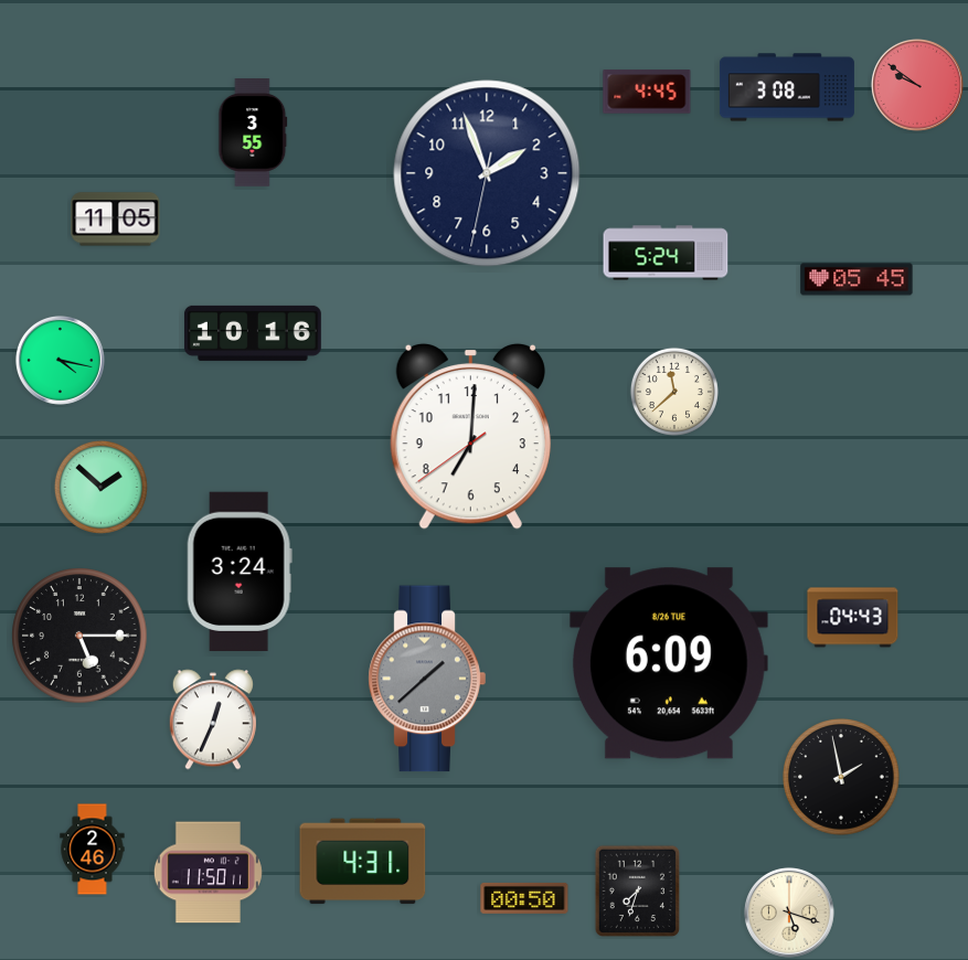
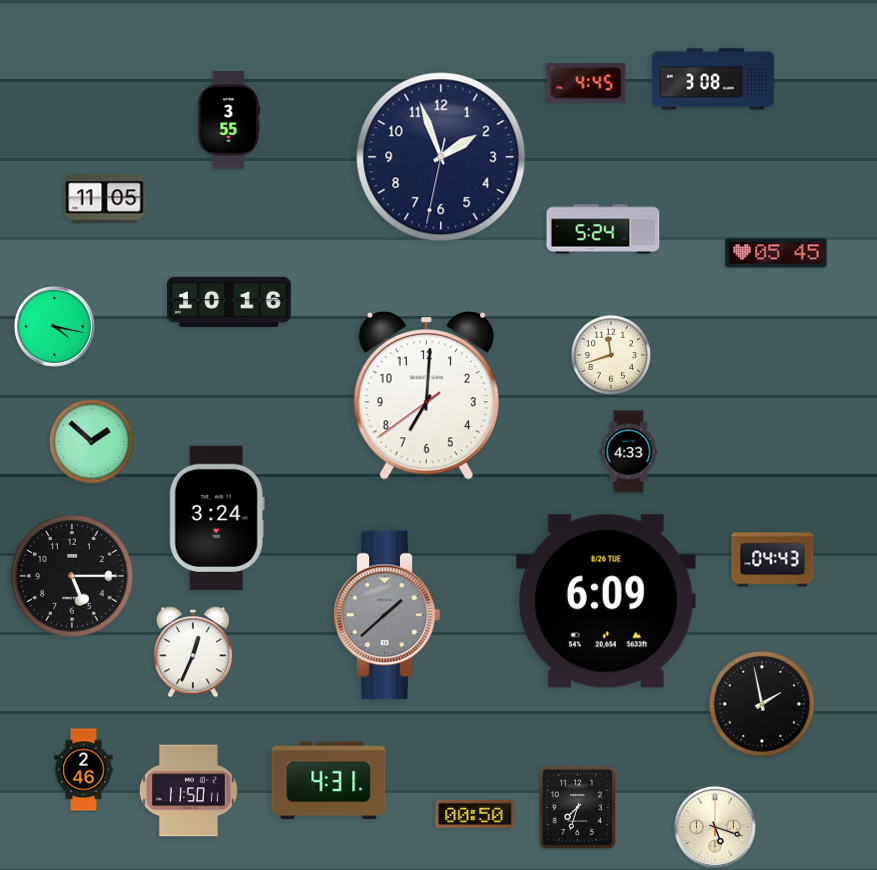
clock at (917, 85): 9:51 -> none
clock at (674, 392): 11:38 -> 11:42
clock at (629, 452): none -> 4:33
